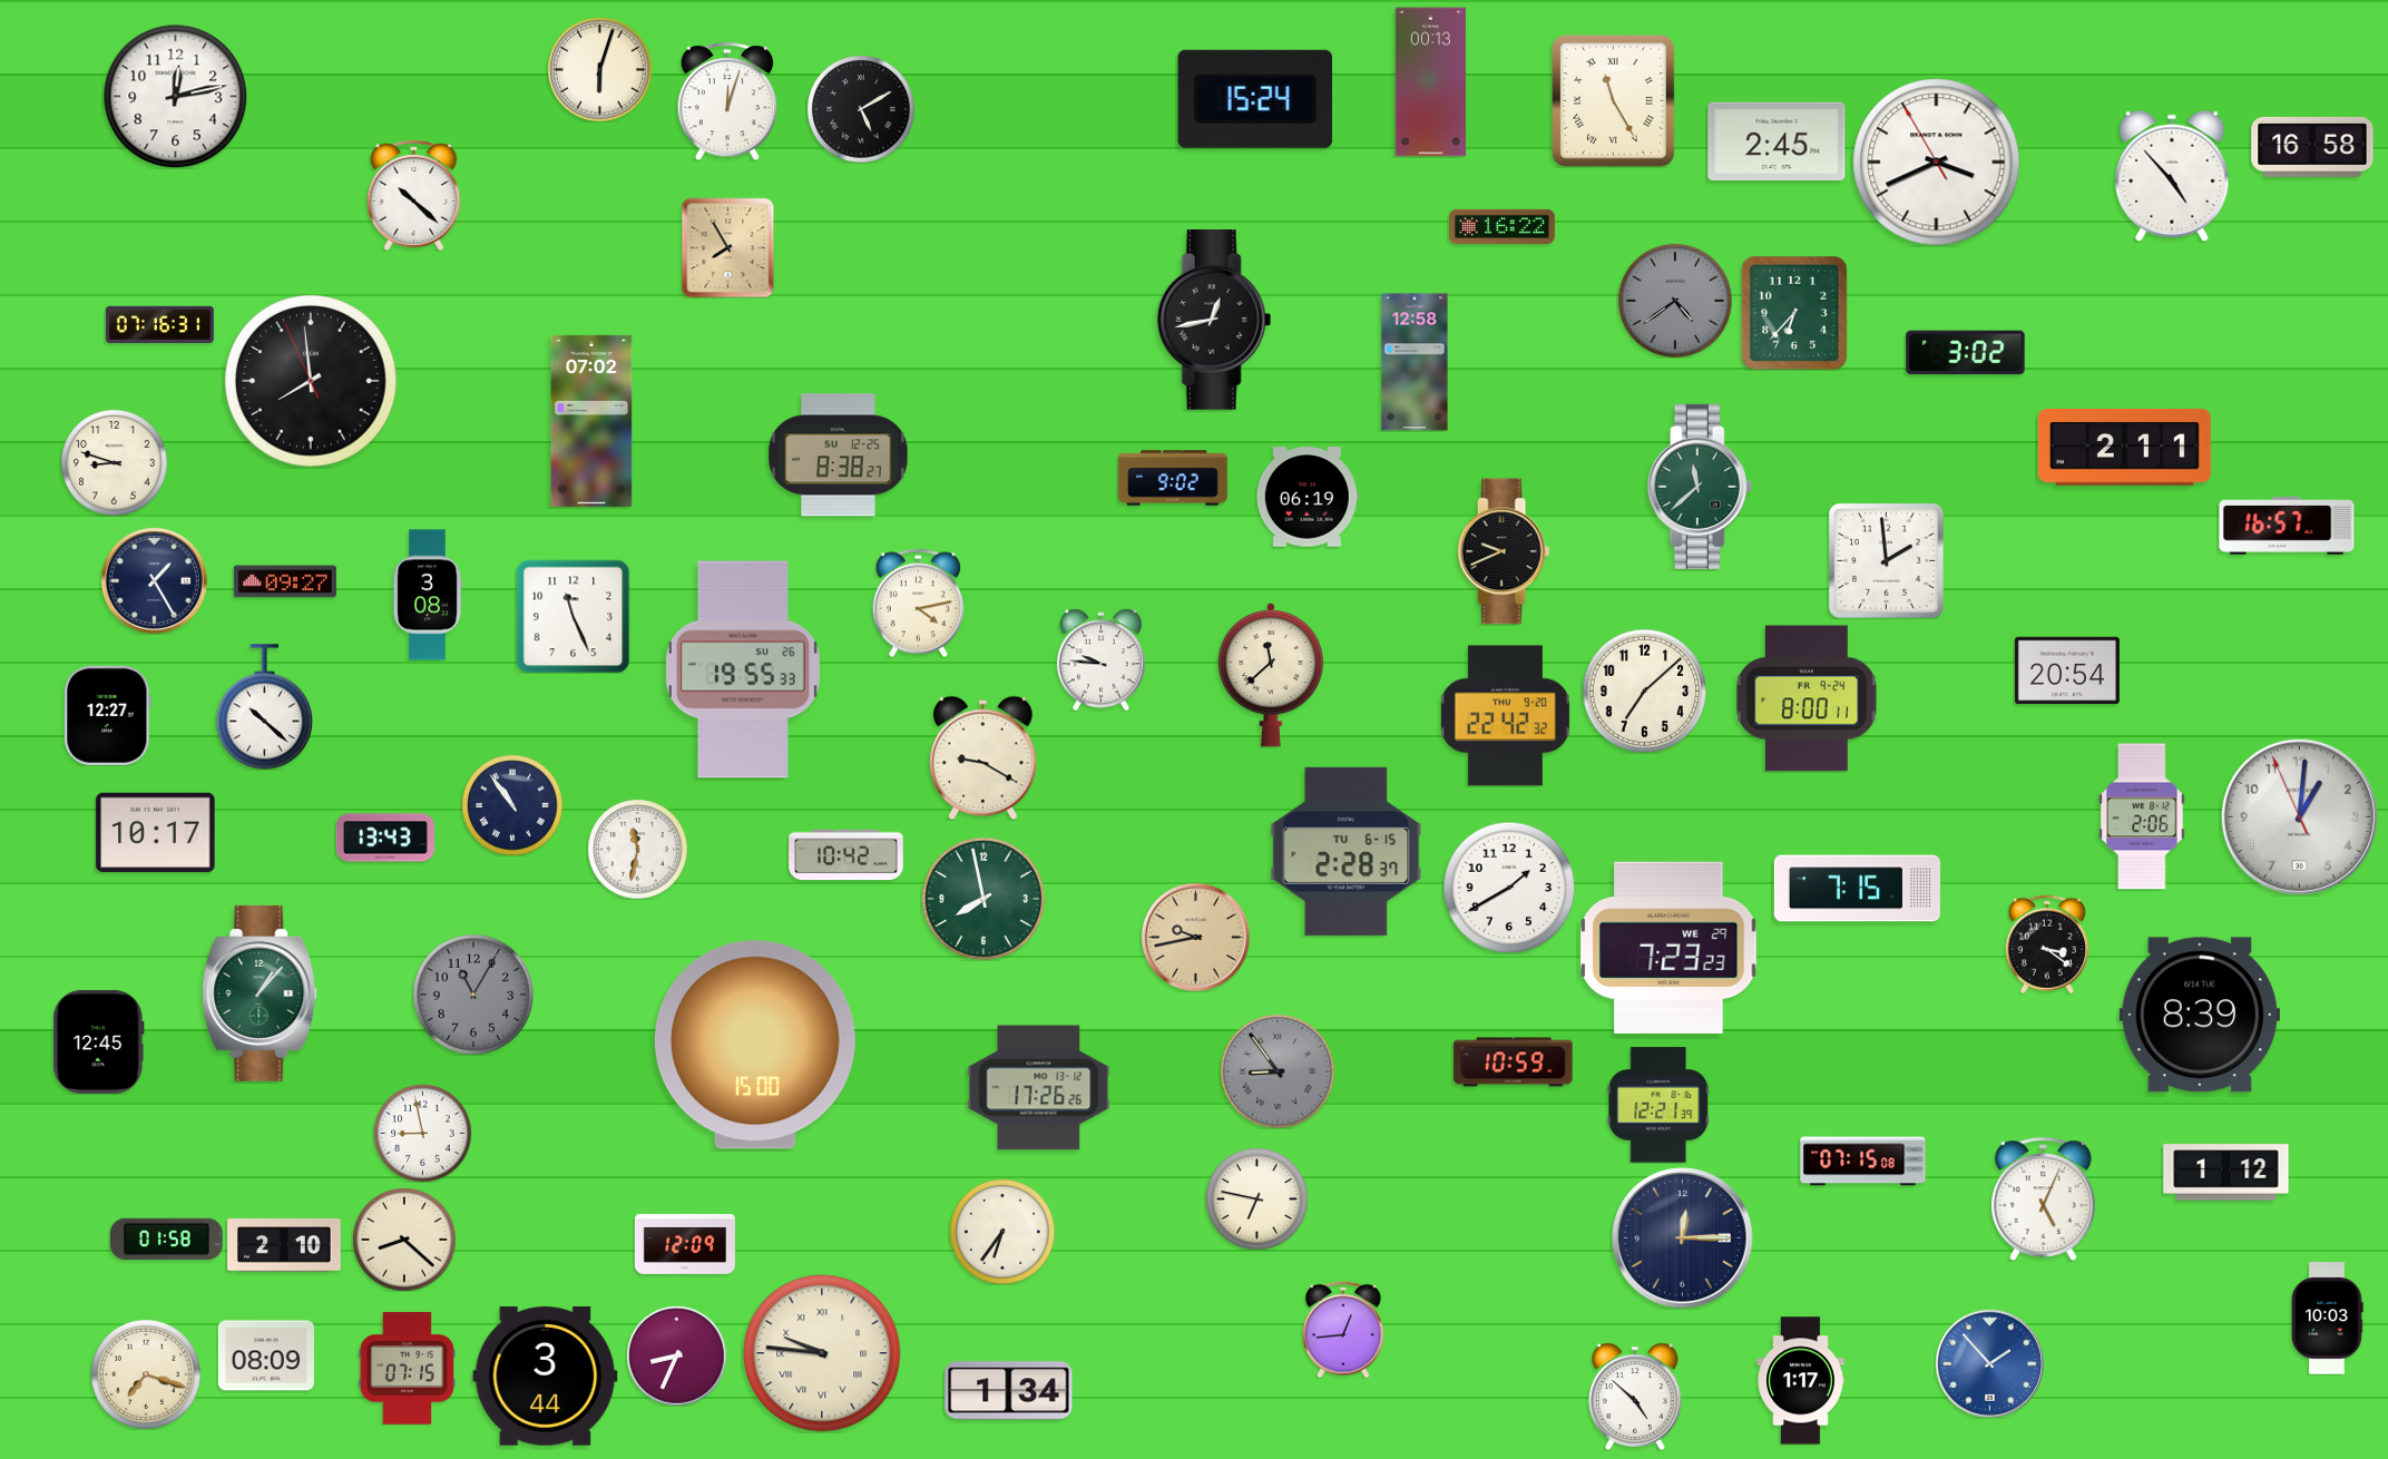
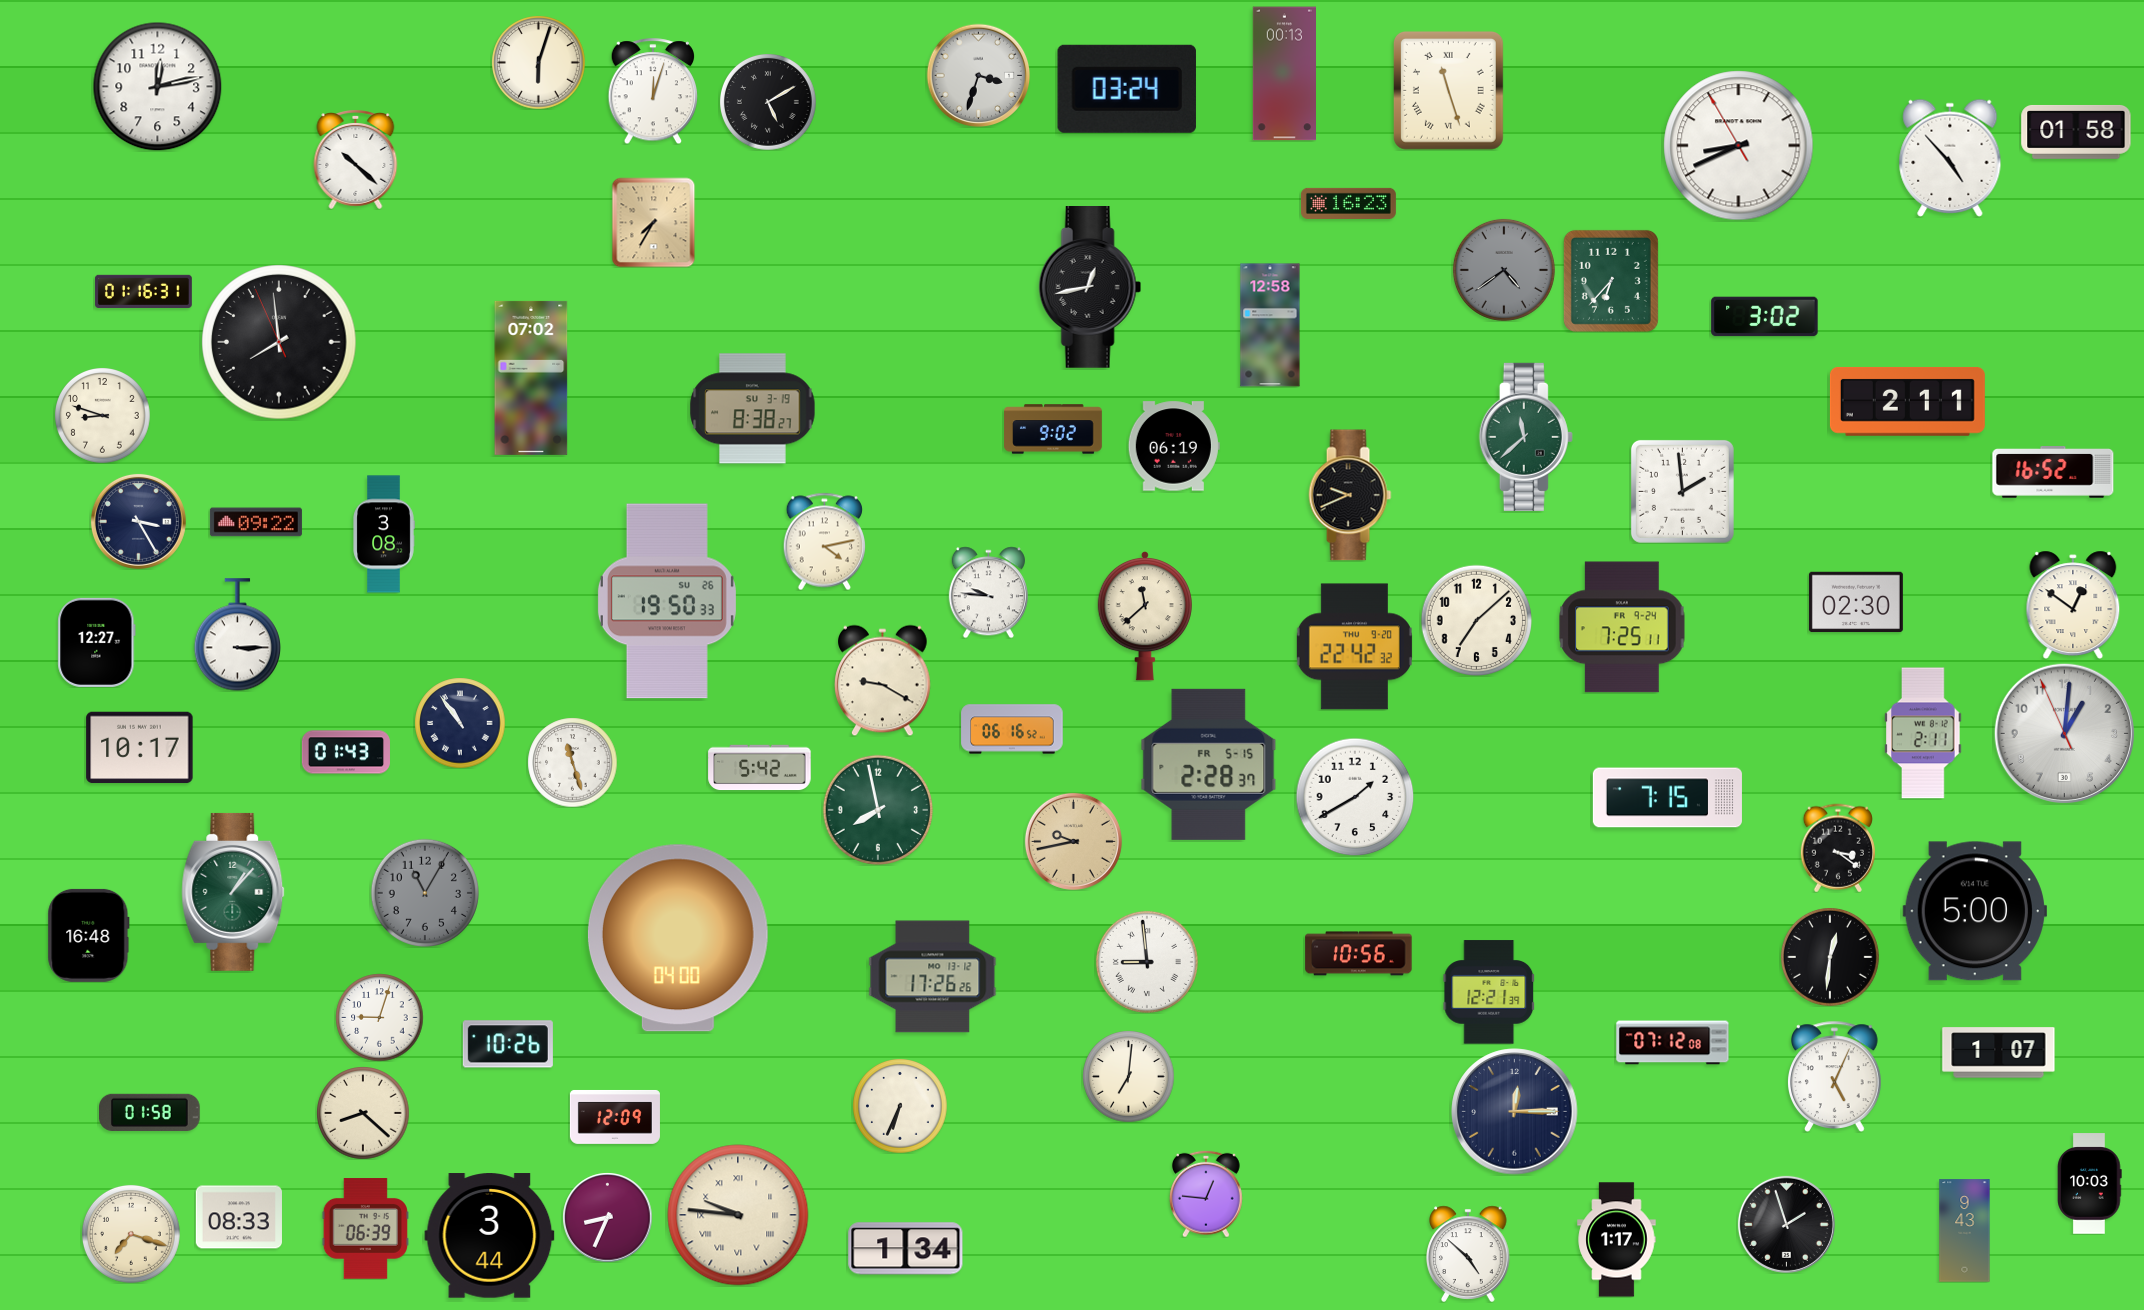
clock at (978, 75): none -> 3:33
clock at (1255, 99): 15:24 -> 03:24
clock at (1613, 101): 11:25 -> 11:27
clock at (861, 109) position: (861, 109) -> (768, 102)
clock at (1777, 141): 2:45 -> none
clock at (2312, 147): 16:58 -> 01:58
clock at (1937, 163): 3:40 -> 8:40
clock at (414, 196) position: (414, 196) -> (356, 160)
clock at (1501, 226): 16:22 -> 16:23
clock at (728, 247): 7:55 -> 7:35
clock at (159, 324): 07:16 -> 01:16
clock at (839, 456) date: SU 12-25 -> SU 3-19
clock at (2287, 527): 16:57 -> 16:52
clock at (1886, 560) position: (1886, 560) -> (1682, 491)
clock at (154, 580): 1:25 -> 3:25
clock at (285, 581): 09:27 -> 09:22
clock at (572, 616): 11:26 -> none
clock at (743, 669): 19:55 -> 19:50
clock at (2067, 670): 20:54 -> 02:30
clock at (2073, 604): none -> 12:51
clock at (1271, 675) position: (1271, 675) -> (1145, 616)
clock at (1807, 698): 8:00 -> 7:25
clock at (264, 707): 10:22 -> 3:15
clock at (1505, 716) position: (1505, 716) -> (1354, 647)
clock at (1012, 729): none -> 06:16
clock at (2142, 816): 2:06 -> 2:11
clock at (385, 838): 13:43 -> 01:43
clock at (637, 849): 11:32 -> 11:27
clock at (1347, 851) date: TU 6-15 -> FR 5-15
clock at (846, 855): 10:42 -> 5:42
clock at (982, 898) position: (982, 898) -> (877, 809)
clock at (1668, 948): 7:23 -> none
clock at (2200, 1015): 8:39 -> 5:00
clock at (99, 1041): 12:45 -> 16:48
clock at (755, 1045): 15:00 -> 04:00
clock at (1514, 1063): 10:59 -> 10:56
clock at (1830, 957): none -> 12:31
clock at (1278, 1071): 8:54 -> 8:59
clock at (1278, 1071) dial: grey -> white
clock at (422, 1133): 8:58 -> 9:03
clock at (1863, 1162): 07:15 -> 07:12
clock at (508, 1044): none -> 10:26
clock at (2226, 1173): 1:12 -> 1:07
clock at (1256, 1198): 6:47 -> 7:01
clock at (1002, 1232): 6:36 -> 6:34
clock at (1683, 1238) position: (1683, 1238) -> (1515, 1112)
clock at (284, 1245): 2:10 -> none
clock at (1343, 1330): 12:44 -> 12:46
clock at (265, 1355): 08:09 -> 08:33
clock at (1989, 1363): 1:53 -> 1:57
clock at (1989, 1363) dial: blue -> black
clock at (407, 1369): 07:15 -> 06:39
clock at (1965, 1231): none -> 9:43
